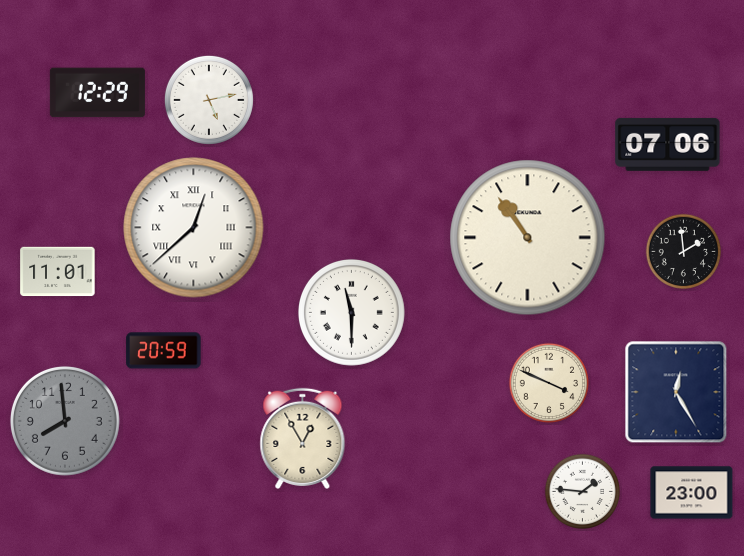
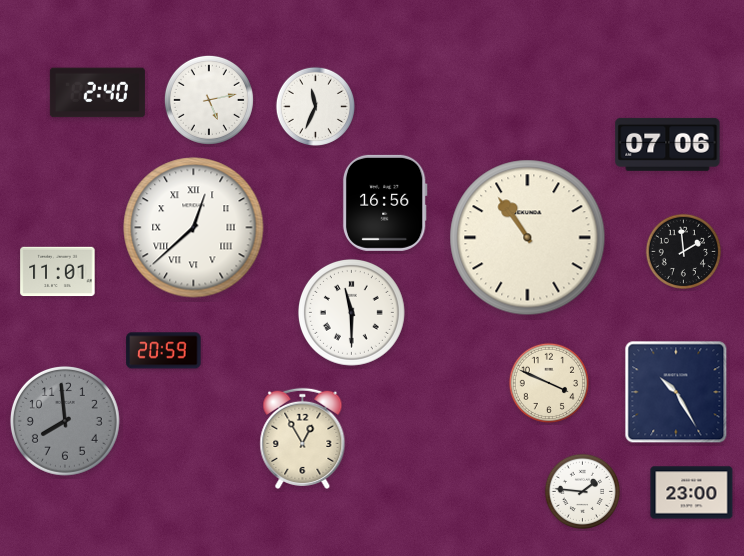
clock at (97, 93): 12:29 -> 2:40
clock at (315, 106): none -> 11:34
clock at (385, 203): none -> 16:56
clock at (676, 392): 12:25 -> 10:25
